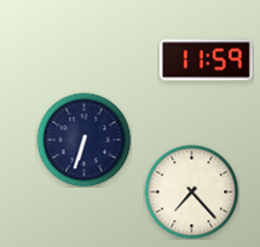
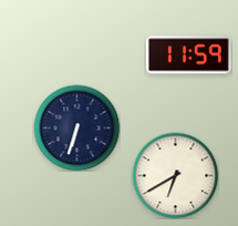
clock at (191, 191): 7:23 -> 6:40
